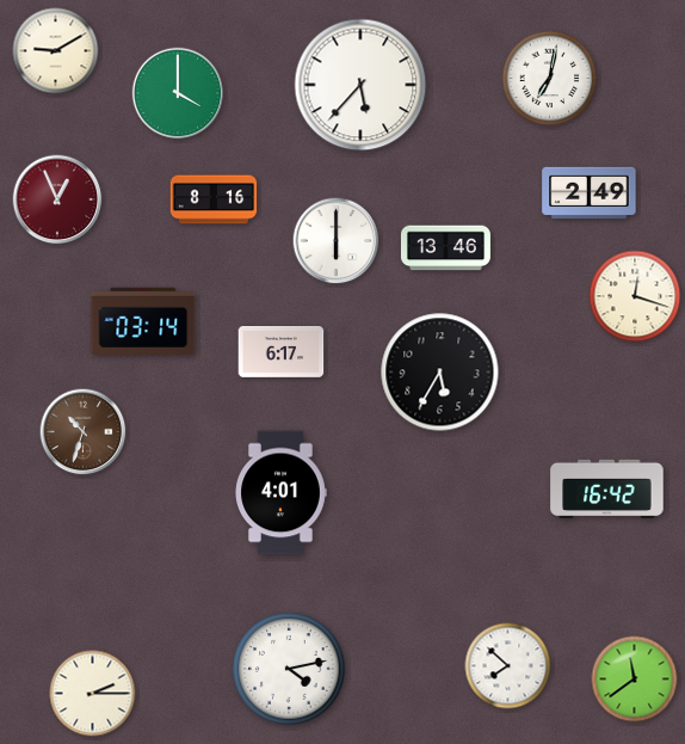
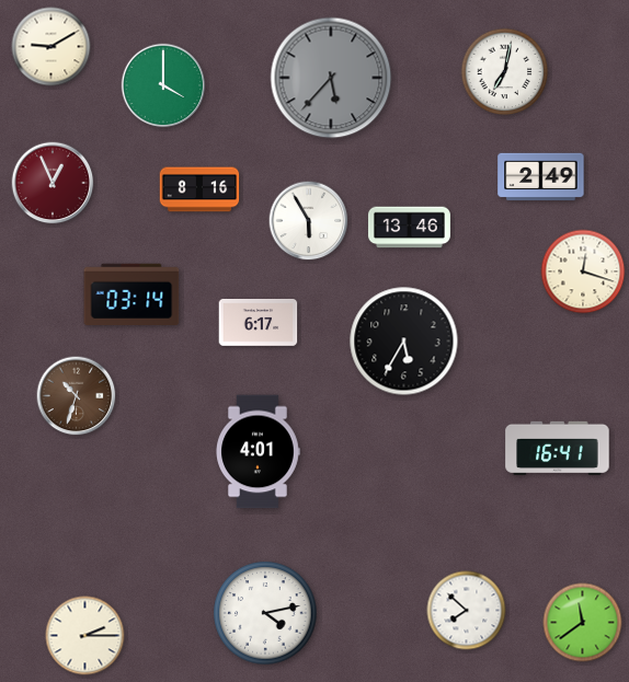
clock at (360, 85) dial: white -> grey
clock at (214, 199) position: (214, 199) -> (199, 189)
clock at (337, 241): 6:00 -> 5:55
clock at (607, 488): 16:42 -> 16:41
